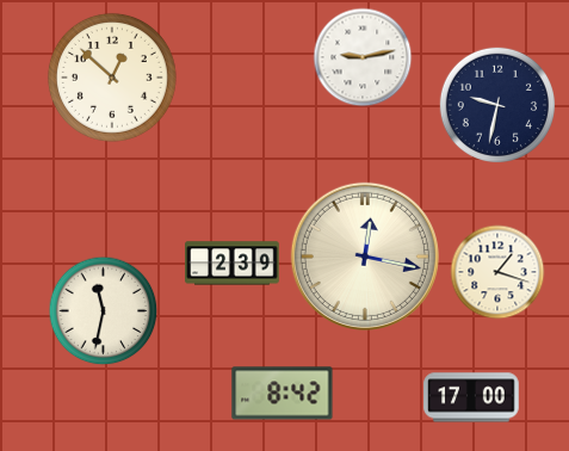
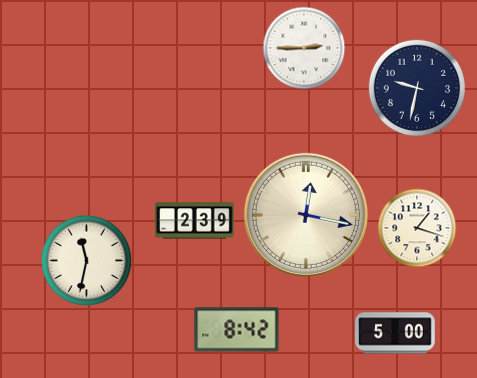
clock at (363, 57): 9:13 -> 2:45
clock at (112, 78): 12:52 -> none
clock at (471, 397): 17:00 -> 5:00
